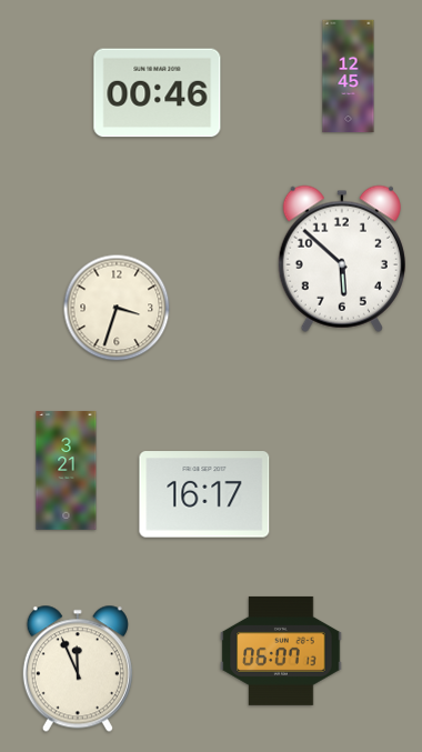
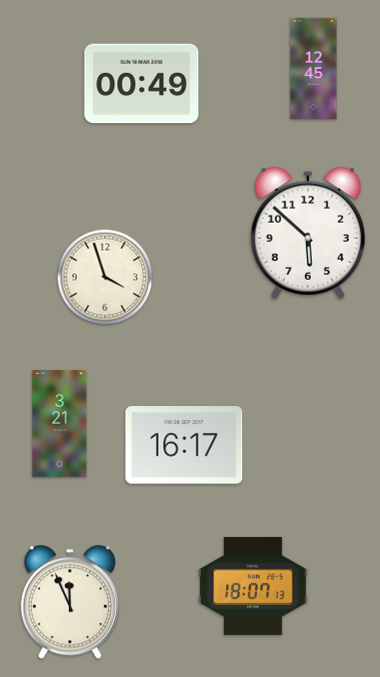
clock at (158, 93): 00:46 -> 00:49
clock at (117, 308): 3:33 -> 3:57
clock at (281, 651): 06:07 -> 18:07
